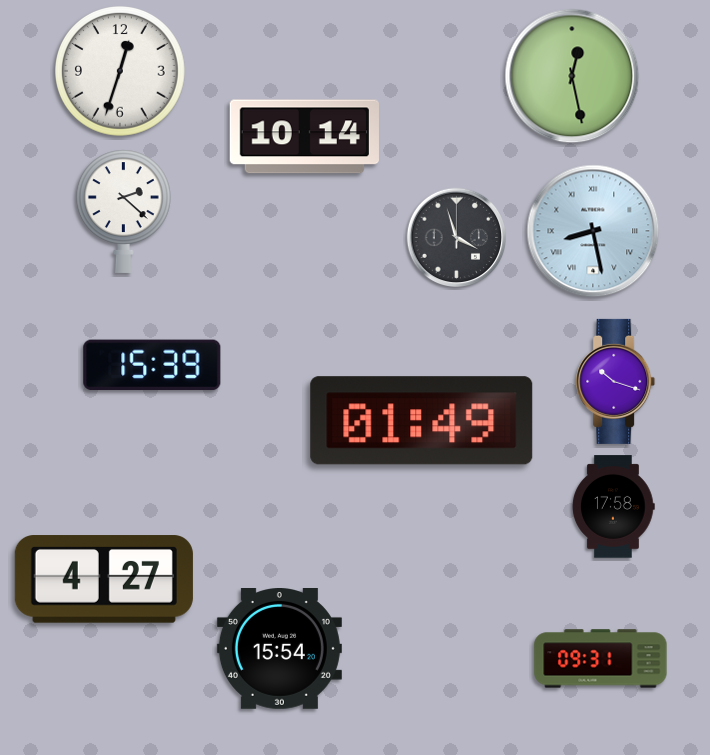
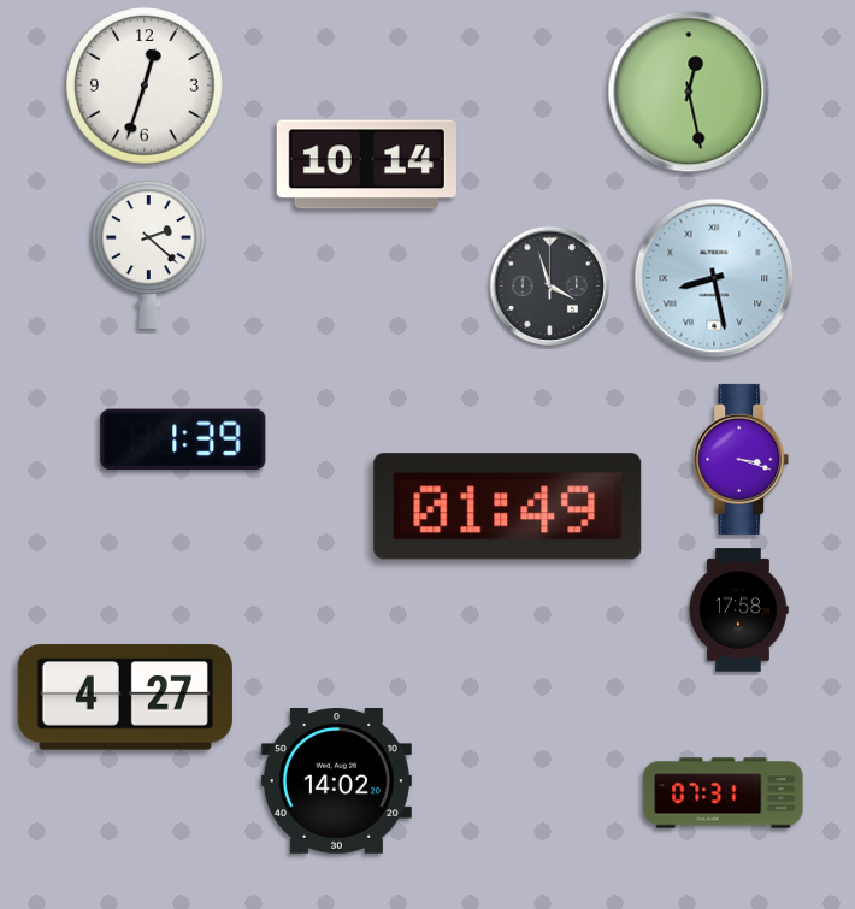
clock at (152, 365): 15:39 -> 1:39
clock at (616, 381): 10:18 -> 3:18
clock at (279, 649): 15:54 -> 14:02
clock at (601, 659): 09:31 -> 07:31
